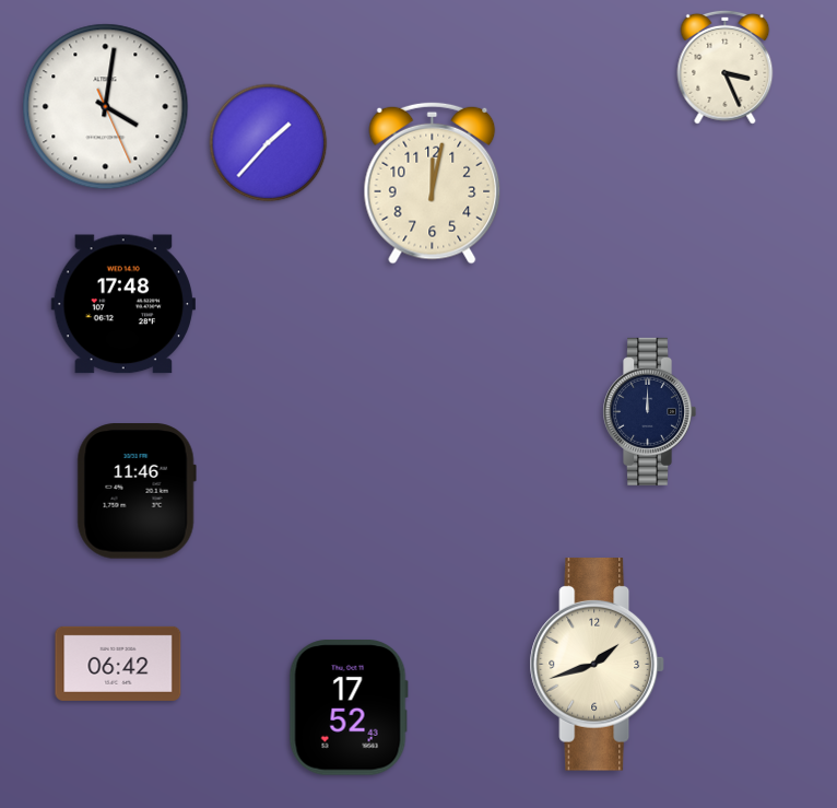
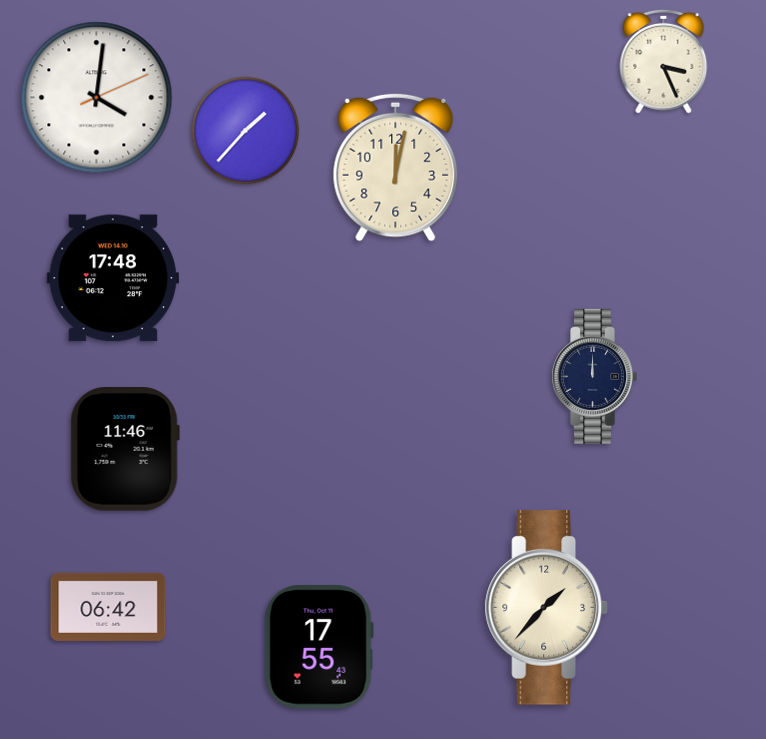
clock at (106, 107): 4:01:26 -> 4:01:11
clock at (597, 665): 1:42 -> 1:37
clock at (349, 707): 17:52 -> 17:55
